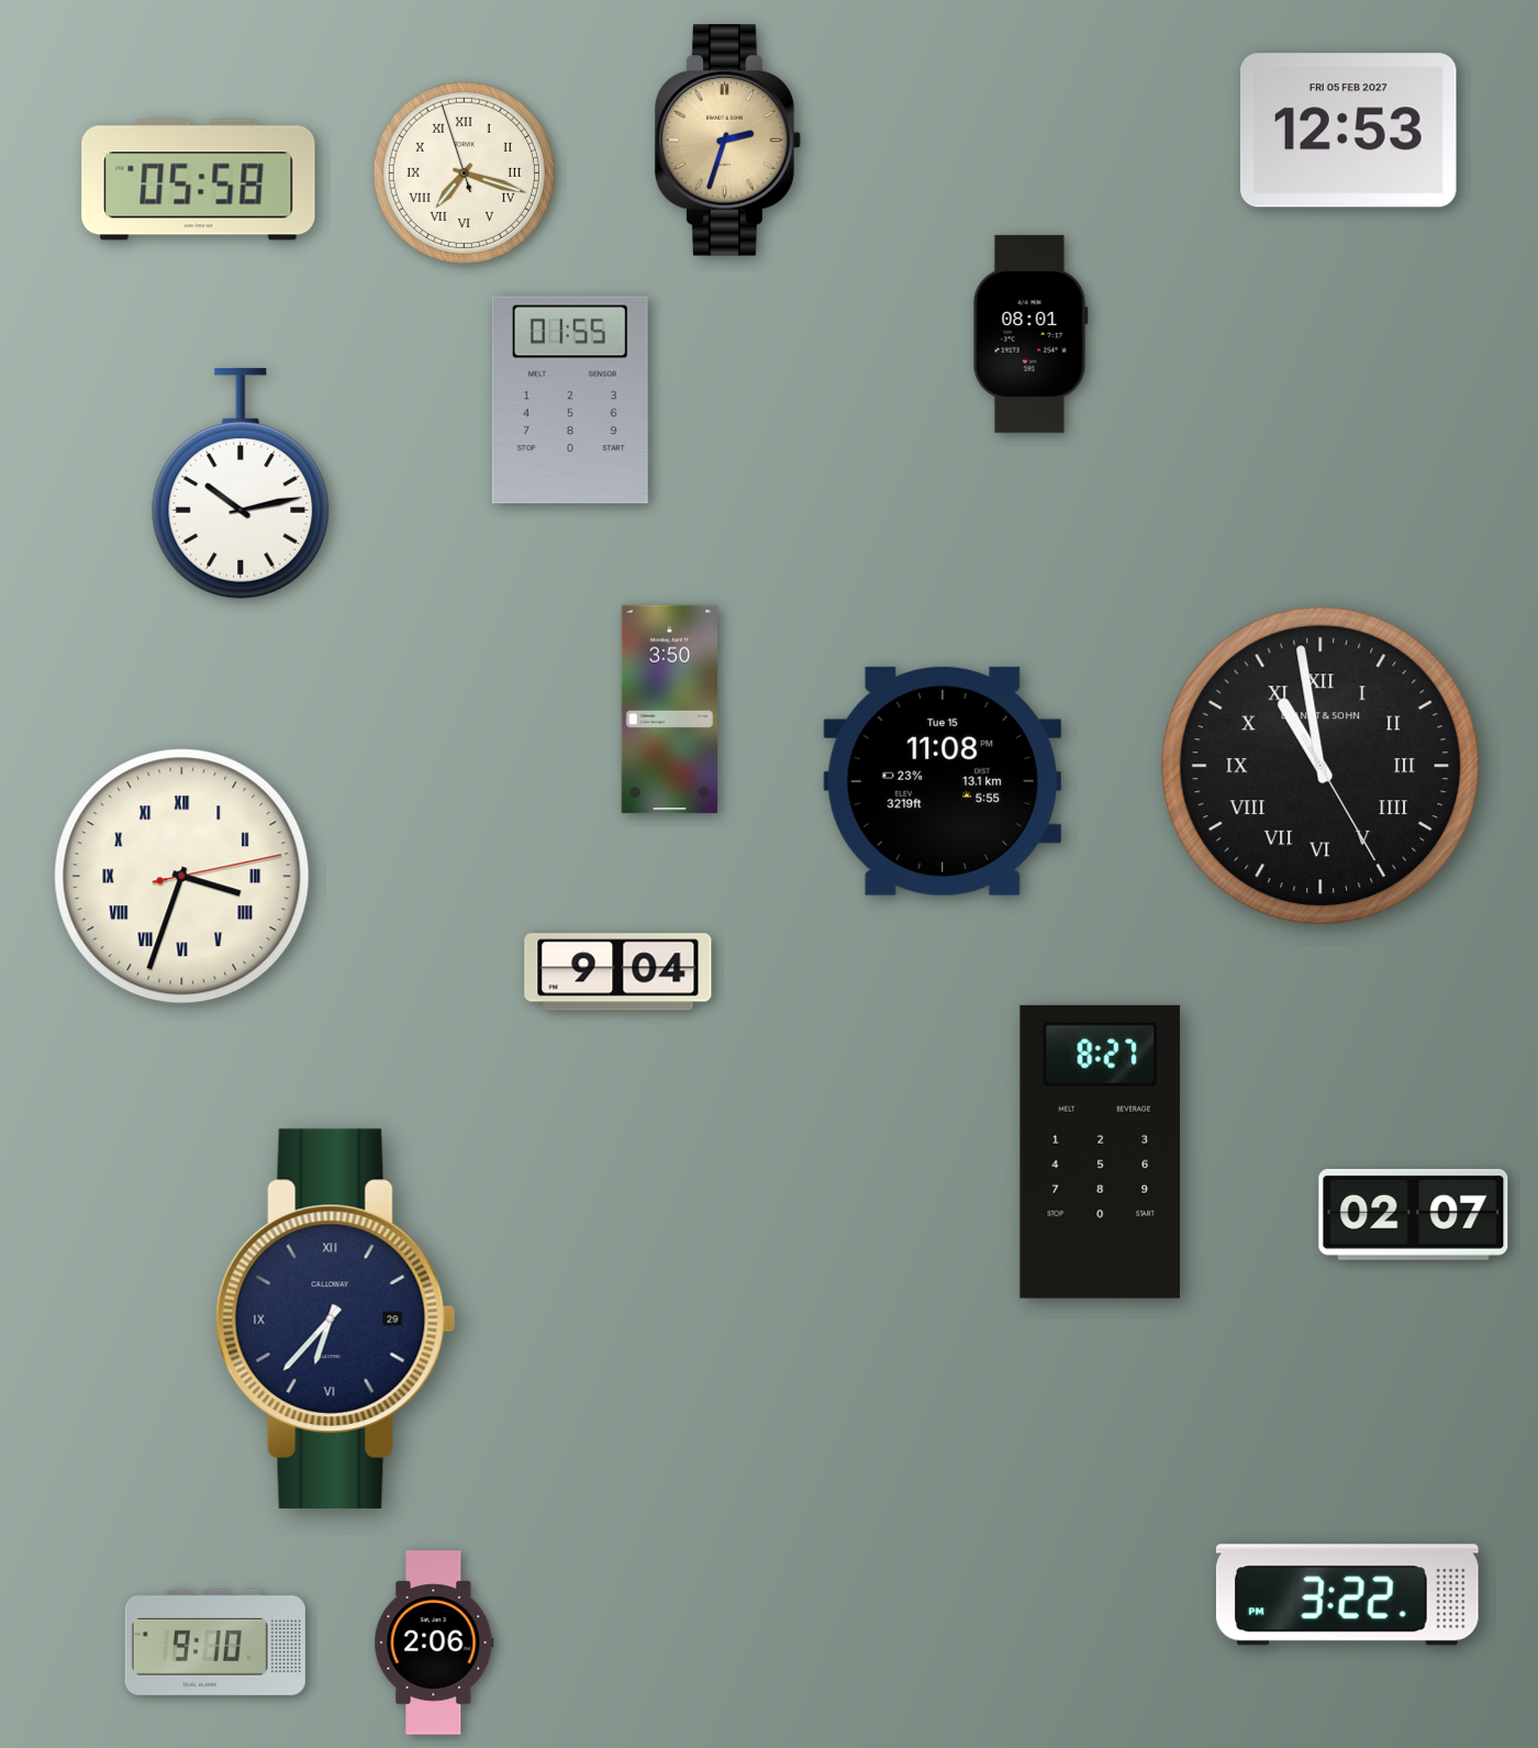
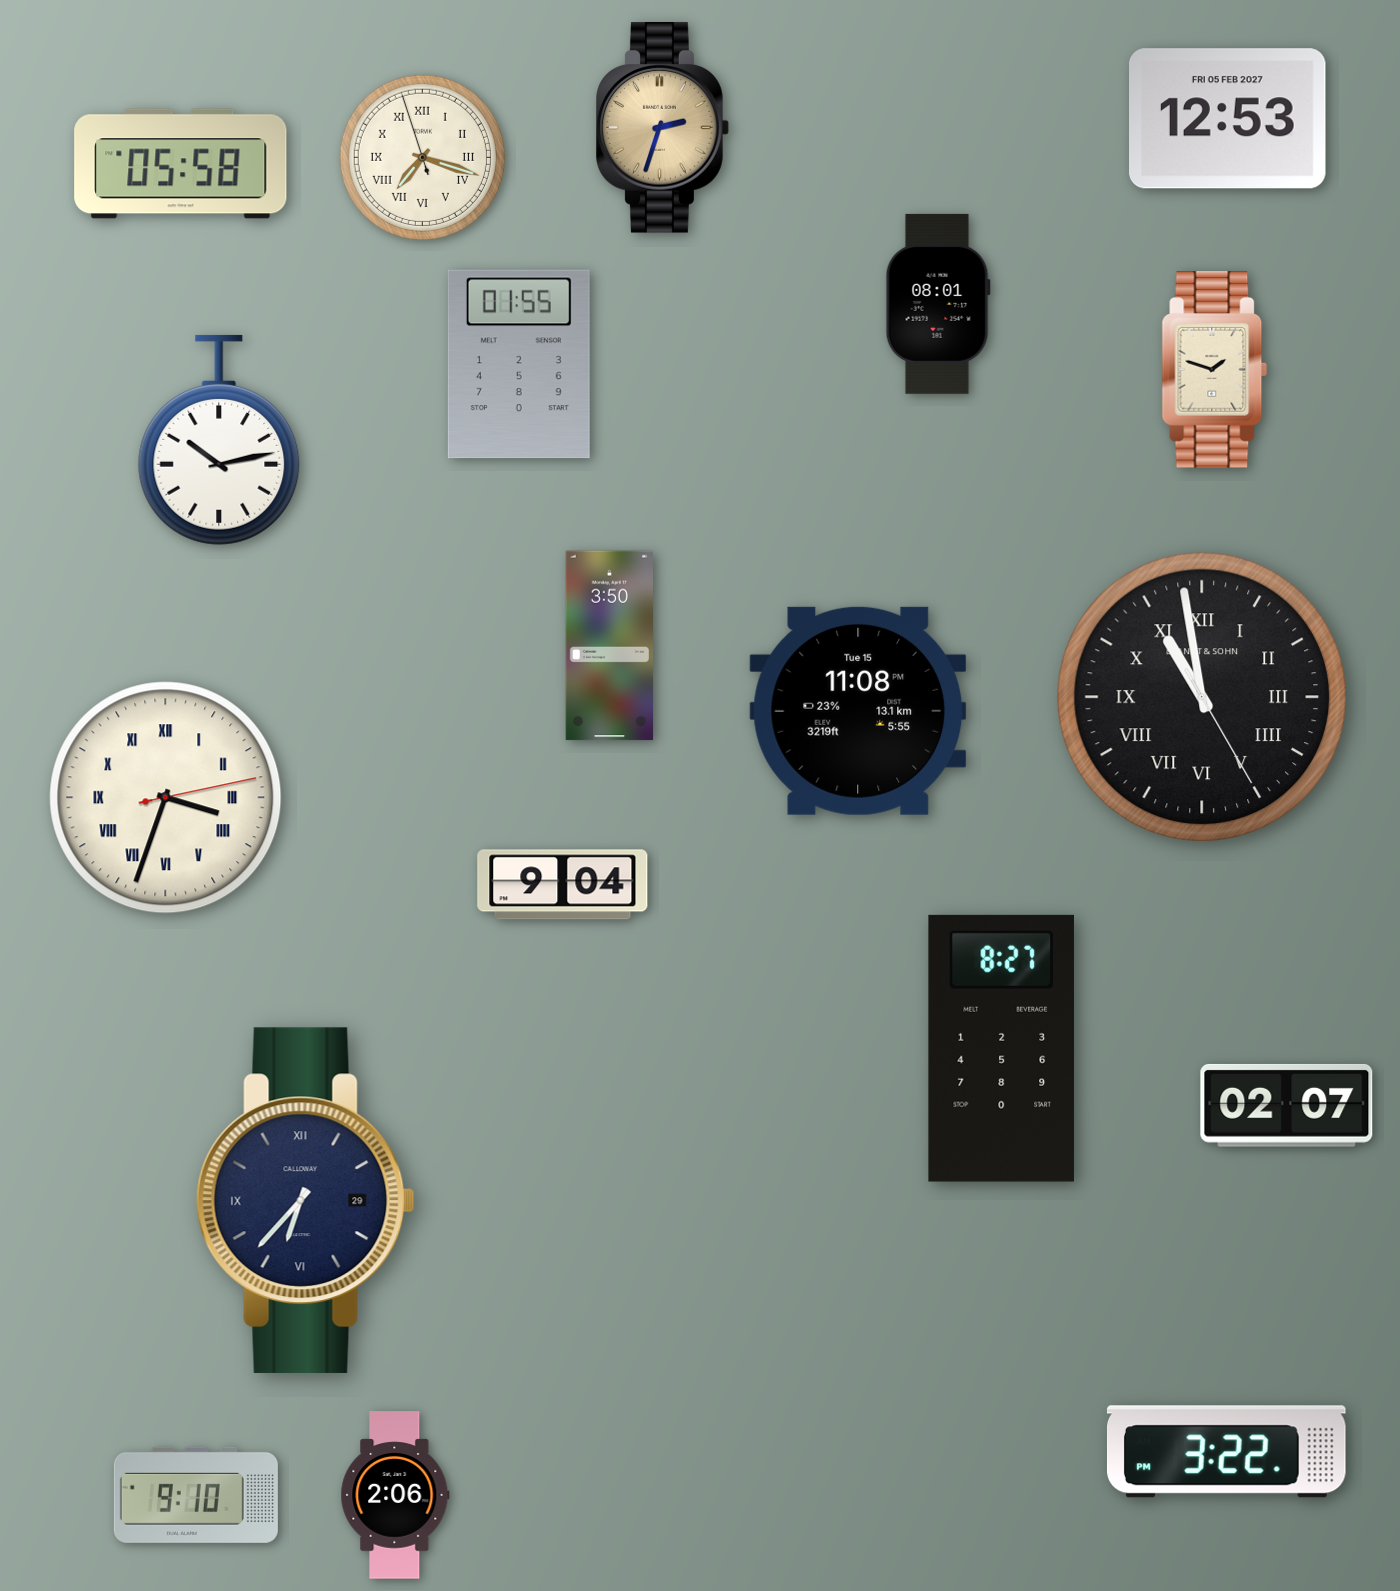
clock at (1215, 370): none -> 1:48
